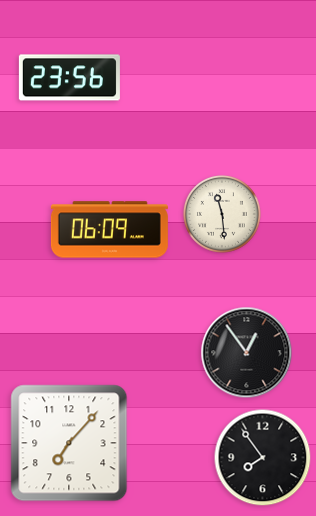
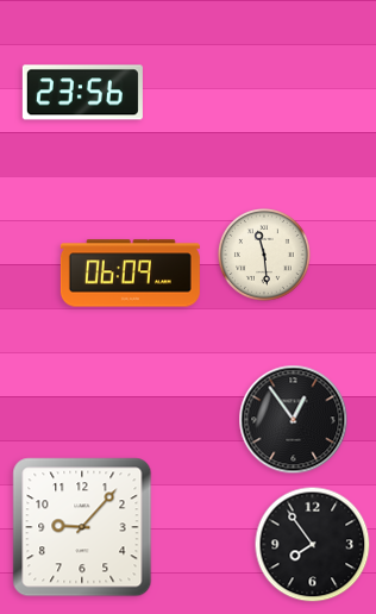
clock at (69, 443): 7:07 -> 9:07
